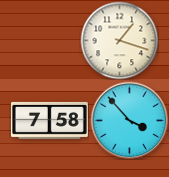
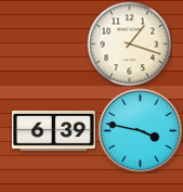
clock at (49, 120): 7:58 -> 6:39
clock at (129, 120): 3:53 -> 3:47
